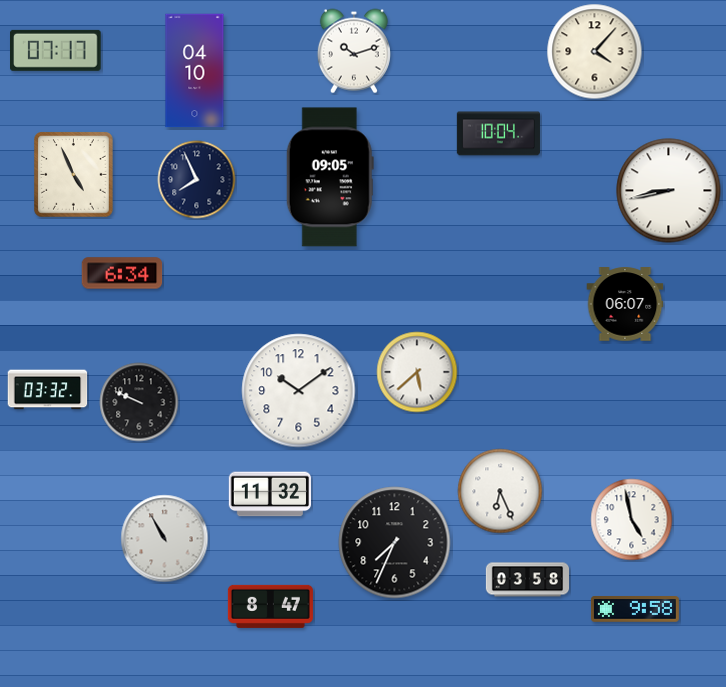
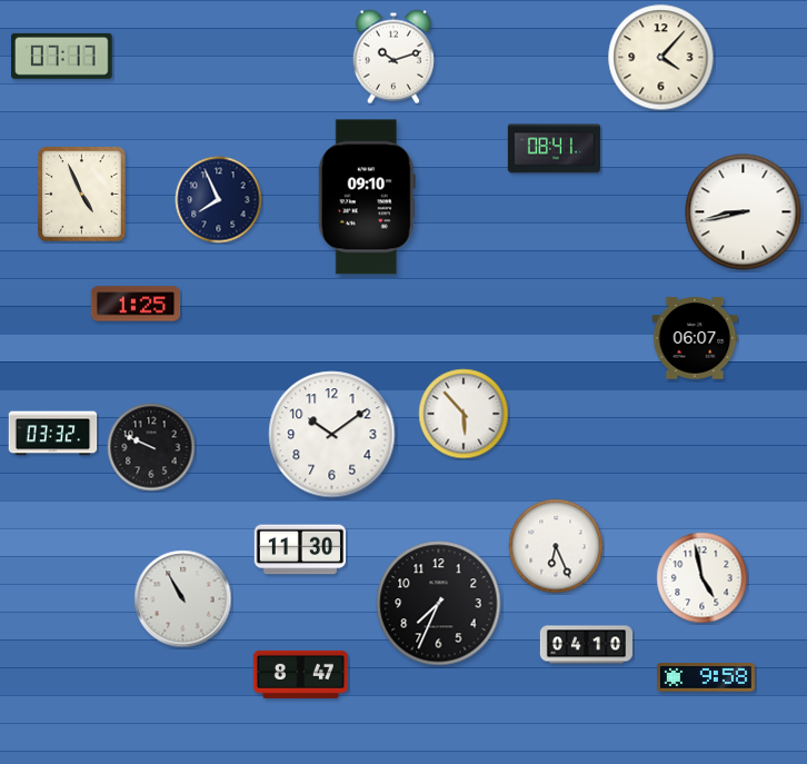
clock at (195, 71): 04:10 -> none
clock at (498, 134): 10:04 -> 08:41
clock at (330, 177): 09:05 -> 09:10
clock at (122, 273): 6:34 -> 1:25
clock at (417, 372): 5:38 -> 5:53
clock at (139, 402) position: (139, 402) -> (151, 447)
clock at (269, 494): 11:32 -> 11:30
clock at (527, 580): 03:58 -> 04:10
